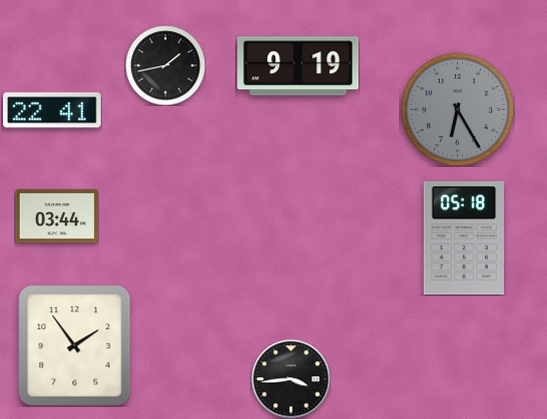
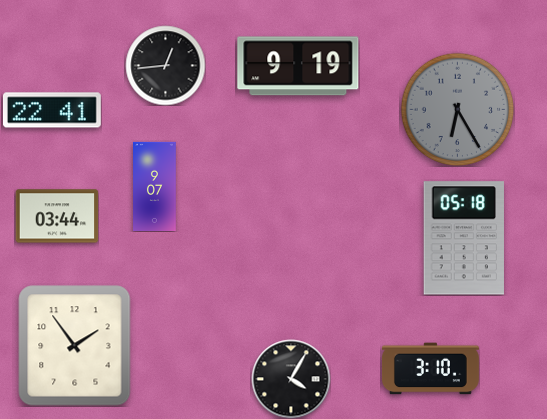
clock at (165, 65): 1:43 -> 12:44
clock at (155, 186): none -> 9:07
clock at (430, 369): none -> 3:10
clock at (291, 379): 3:44 -> 4:05
